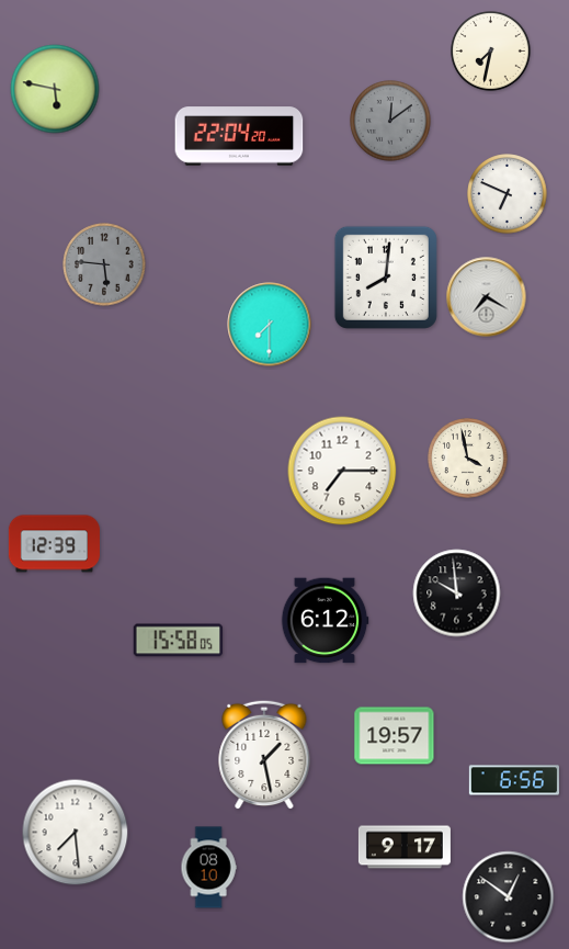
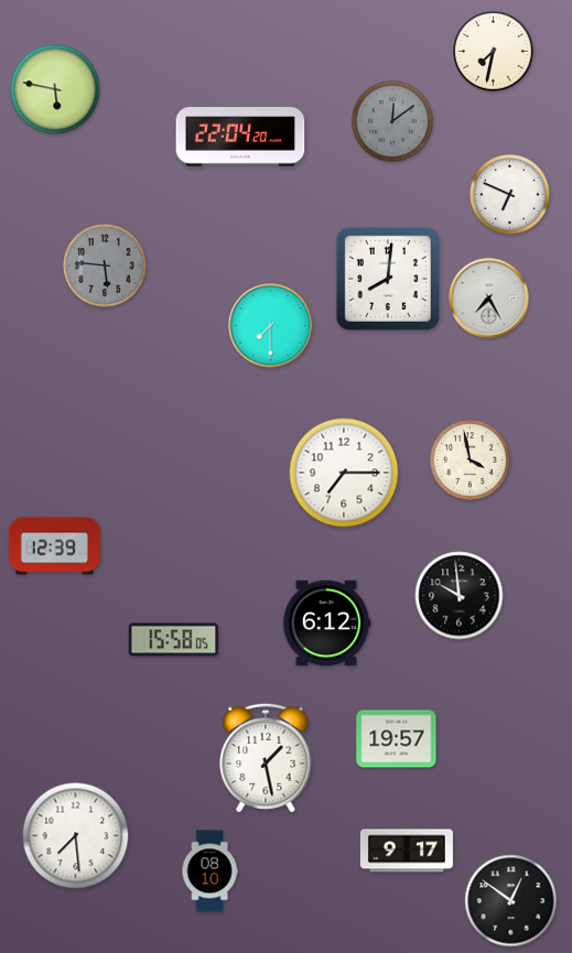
clock at (487, 297): 7:20 -> 7:25
clock at (179, 641) position: (179, 641) -> (174, 640)
clock at (513, 780): 6:56 -> none
